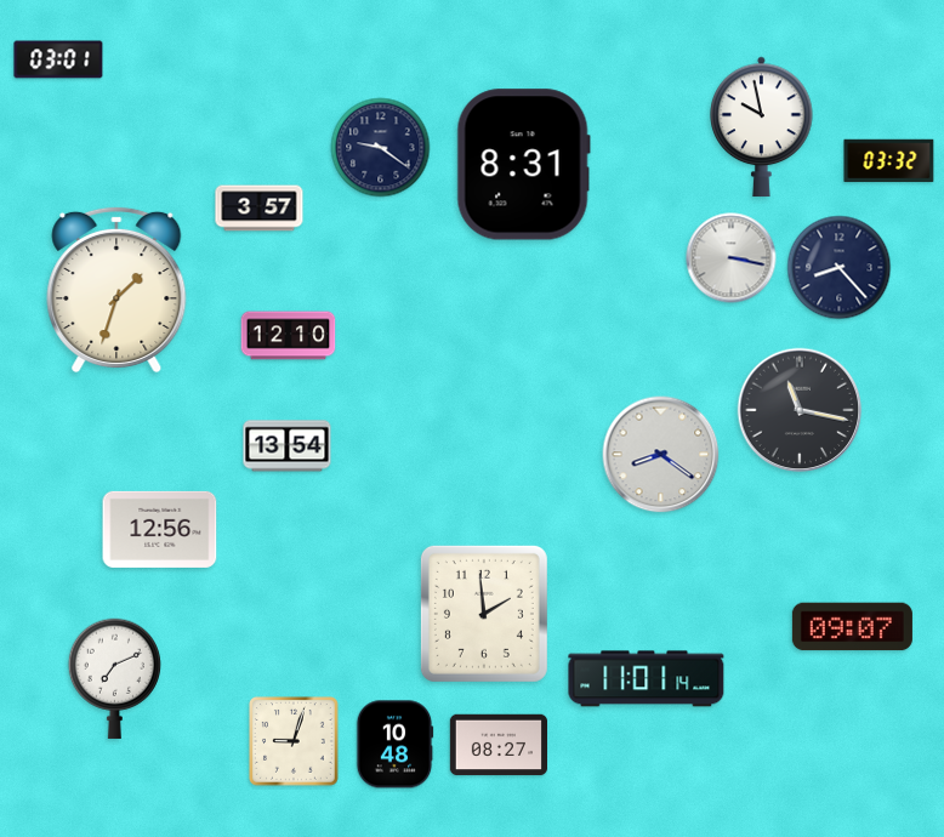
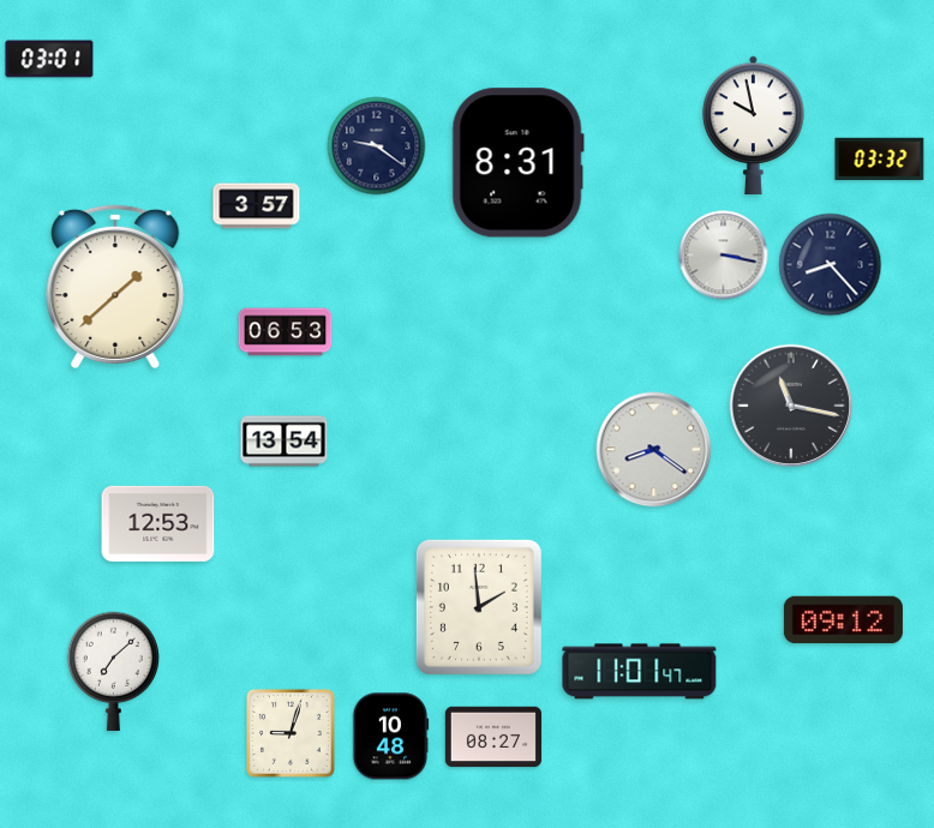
clock at (58, 59) position: (58, 59) -> (49, 59)
clock at (116, 290): 1:33 -> 1:38
clock at (289, 336): 12:10 -> 06:53
clock at (160, 529): 12:56 -> 12:53
clock at (852, 627): 09:07 -> 09:12
clock at (114, 678): 7:11 -> 7:08
clock at (647, 679): 11:01:14 -> 11:01:47
